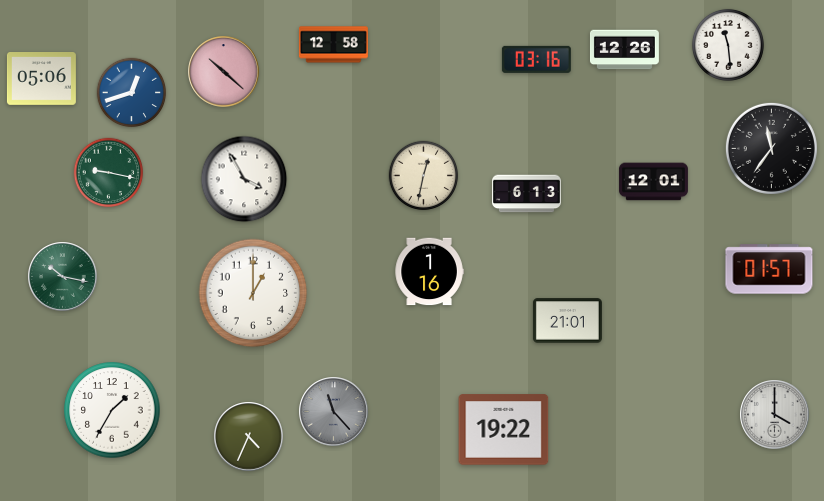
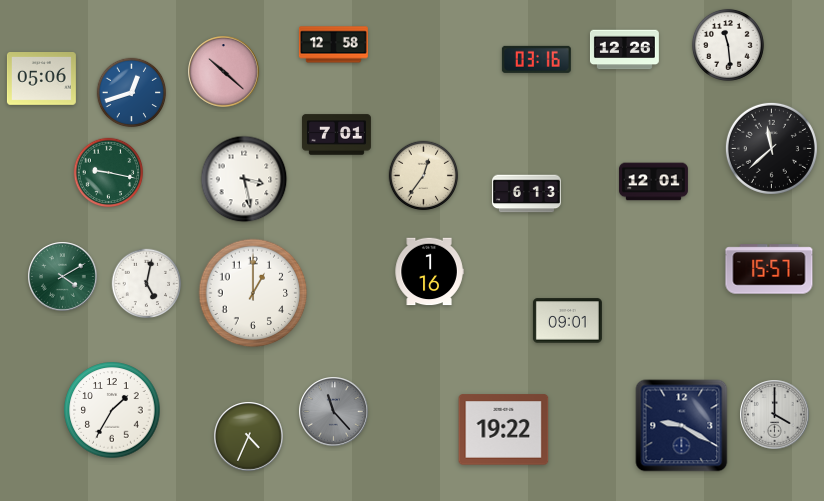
clock at (336, 135): none -> 7:01
clock at (771, 148): 11:36 -> 11:38
clock at (424, 176): 12:32 -> 12:36
clock at (244, 179): 3:55 -> 3:28
clock at (769, 269): 01:57 -> 15:57
clock at (63, 277): 10:17 -> 4:10
clock at (147, 284): none -> 5:02
clock at (567, 321): 21:01 -> 09:01
clock at (682, 426): none -> 9:20
